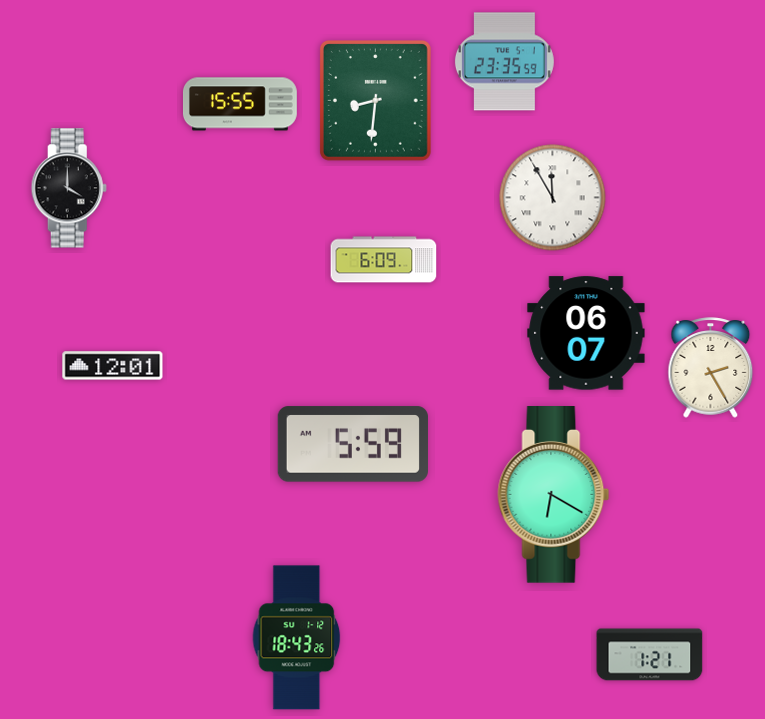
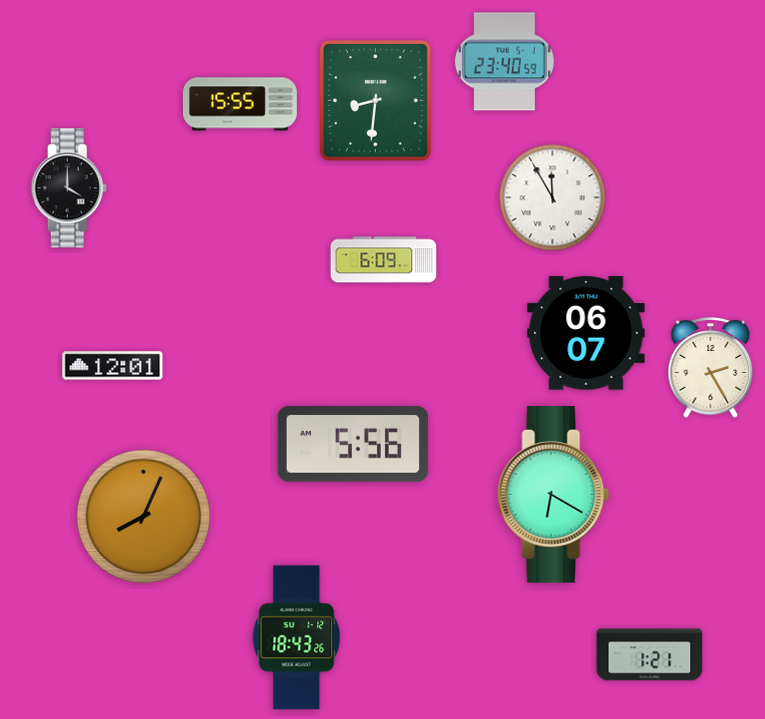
clock at (504, 62): 23:35 -> 23:40
clock at (353, 444): 5:59 -> 5:56
clock at (143, 516): none -> 8:04
